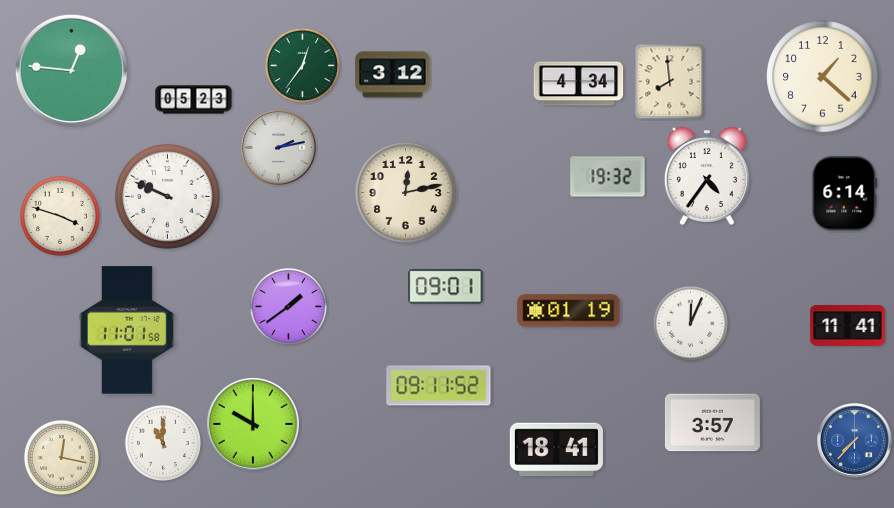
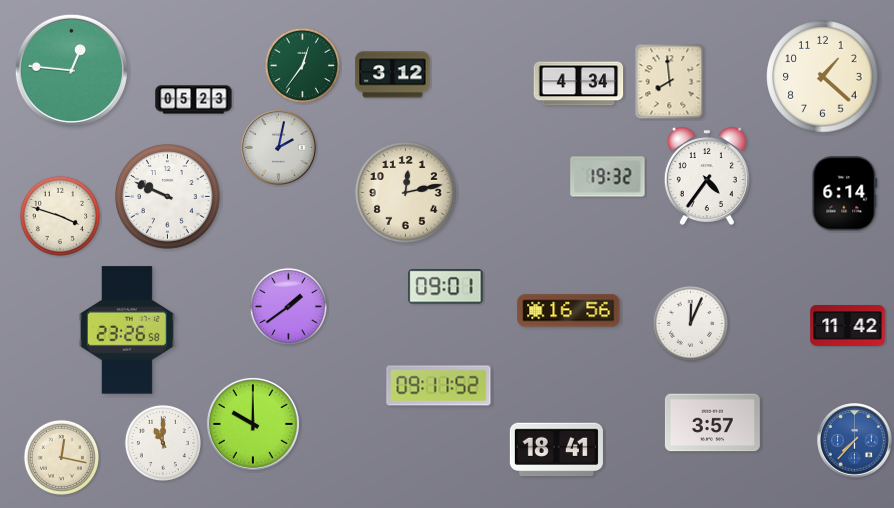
clock at (279, 148): 2:13 -> 2:02
clock at (569, 311): 01:19 -> 16:56
clock at (848, 326): 11:41 -> 11:42
clock at (127, 330): 11:01 -> 23:26
